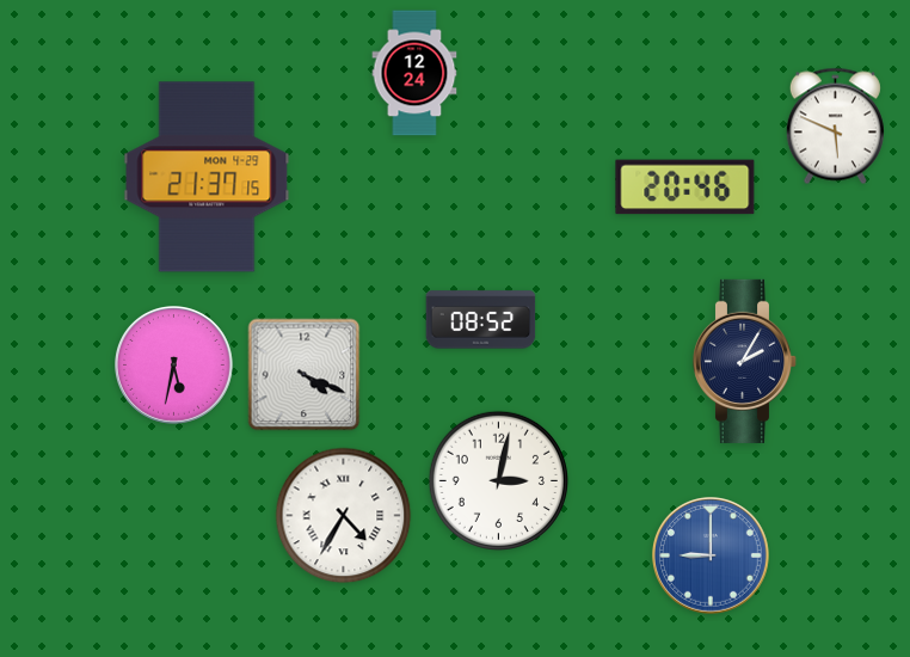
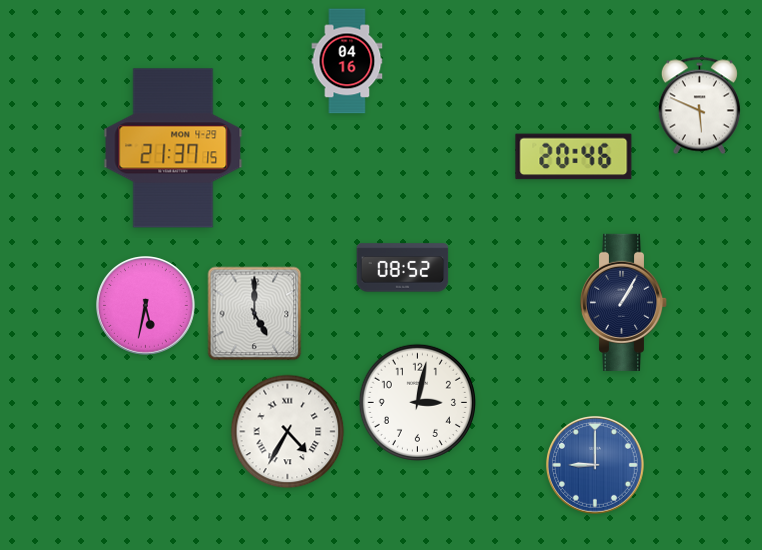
clock at (414, 73): 12:24 -> 04:16
clock at (745, 361): 2:05 -> 1:05
clock at (305, 375): 4:19 -> 5:00
